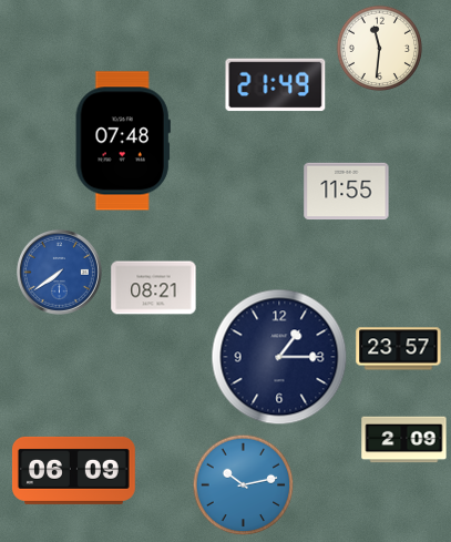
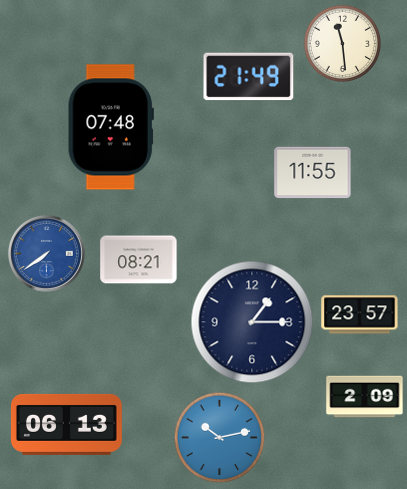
clock at (379, 48): 11:31 -> 11:29
clock at (59, 272) position: (59, 272) -> (46, 253)
clock at (74, 470): 06:09 -> 06:13
